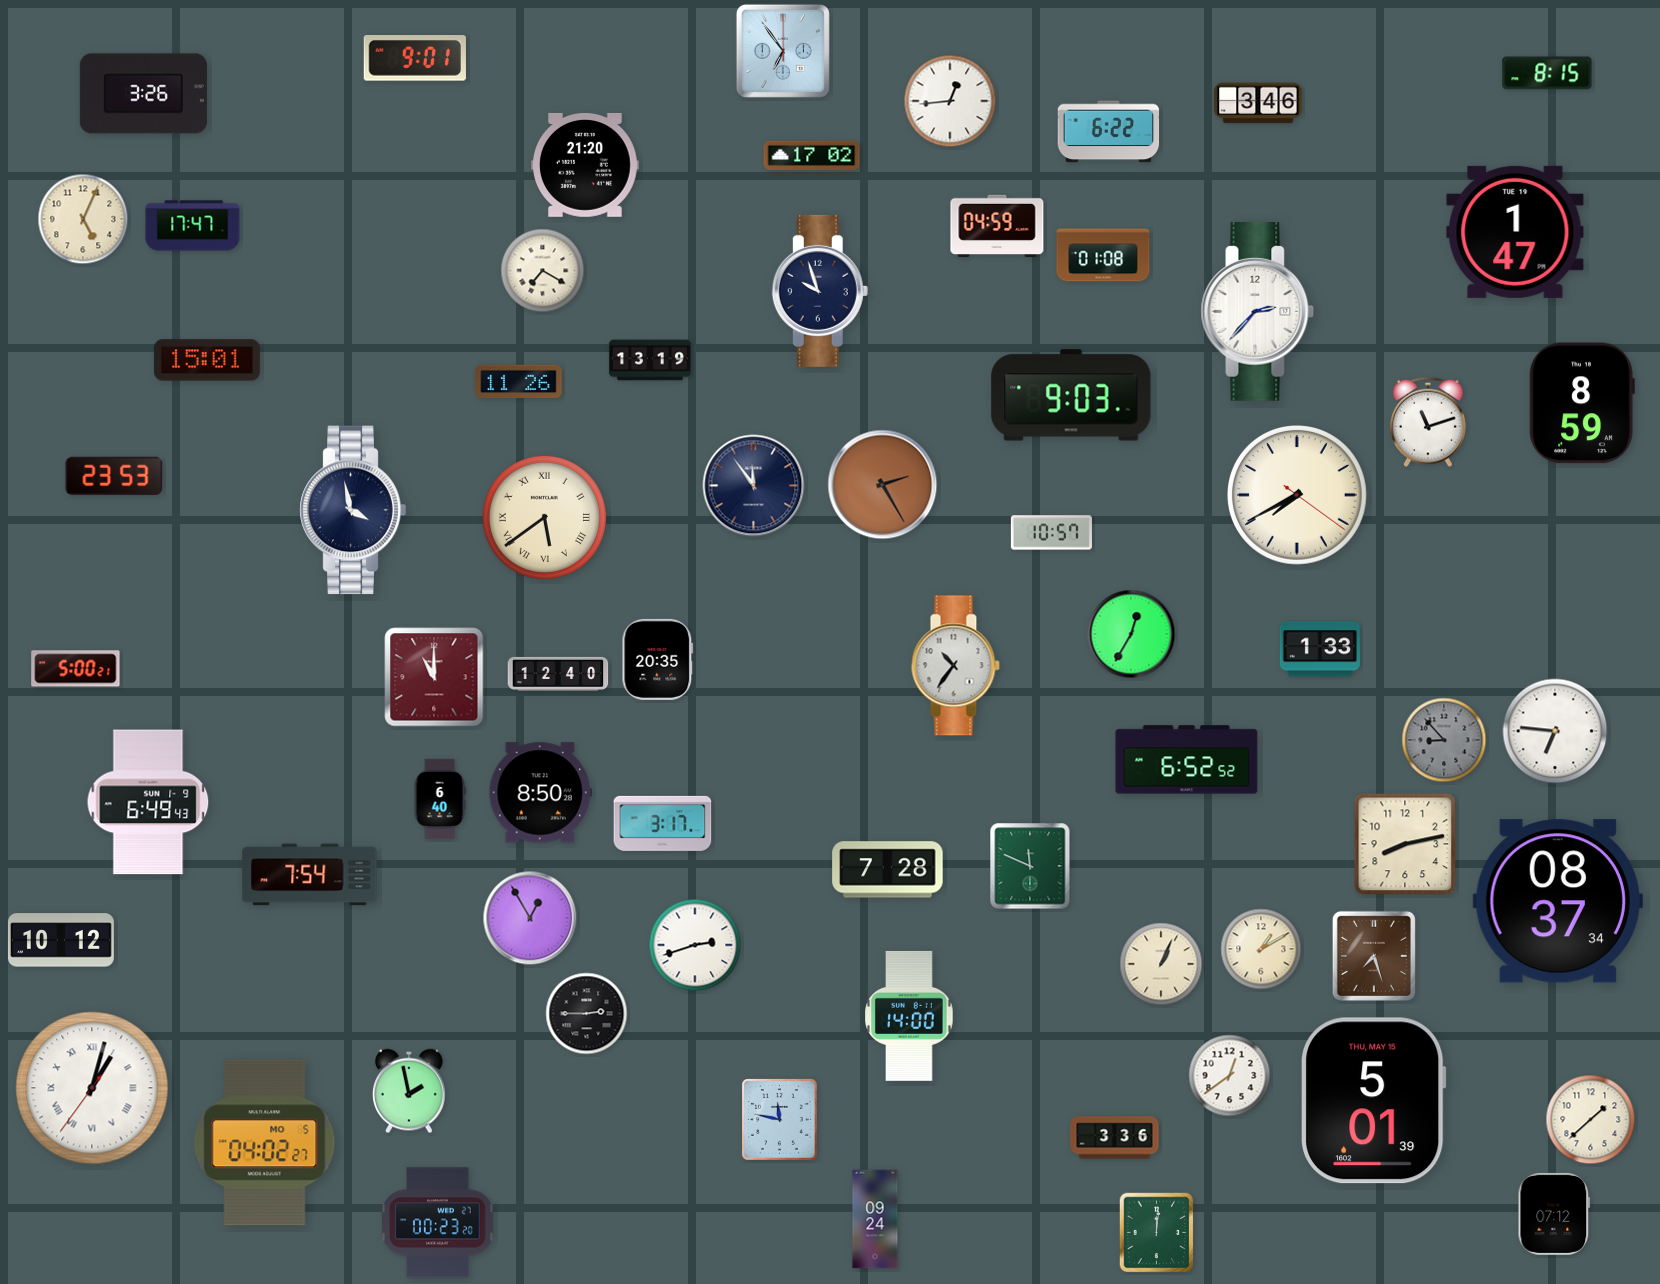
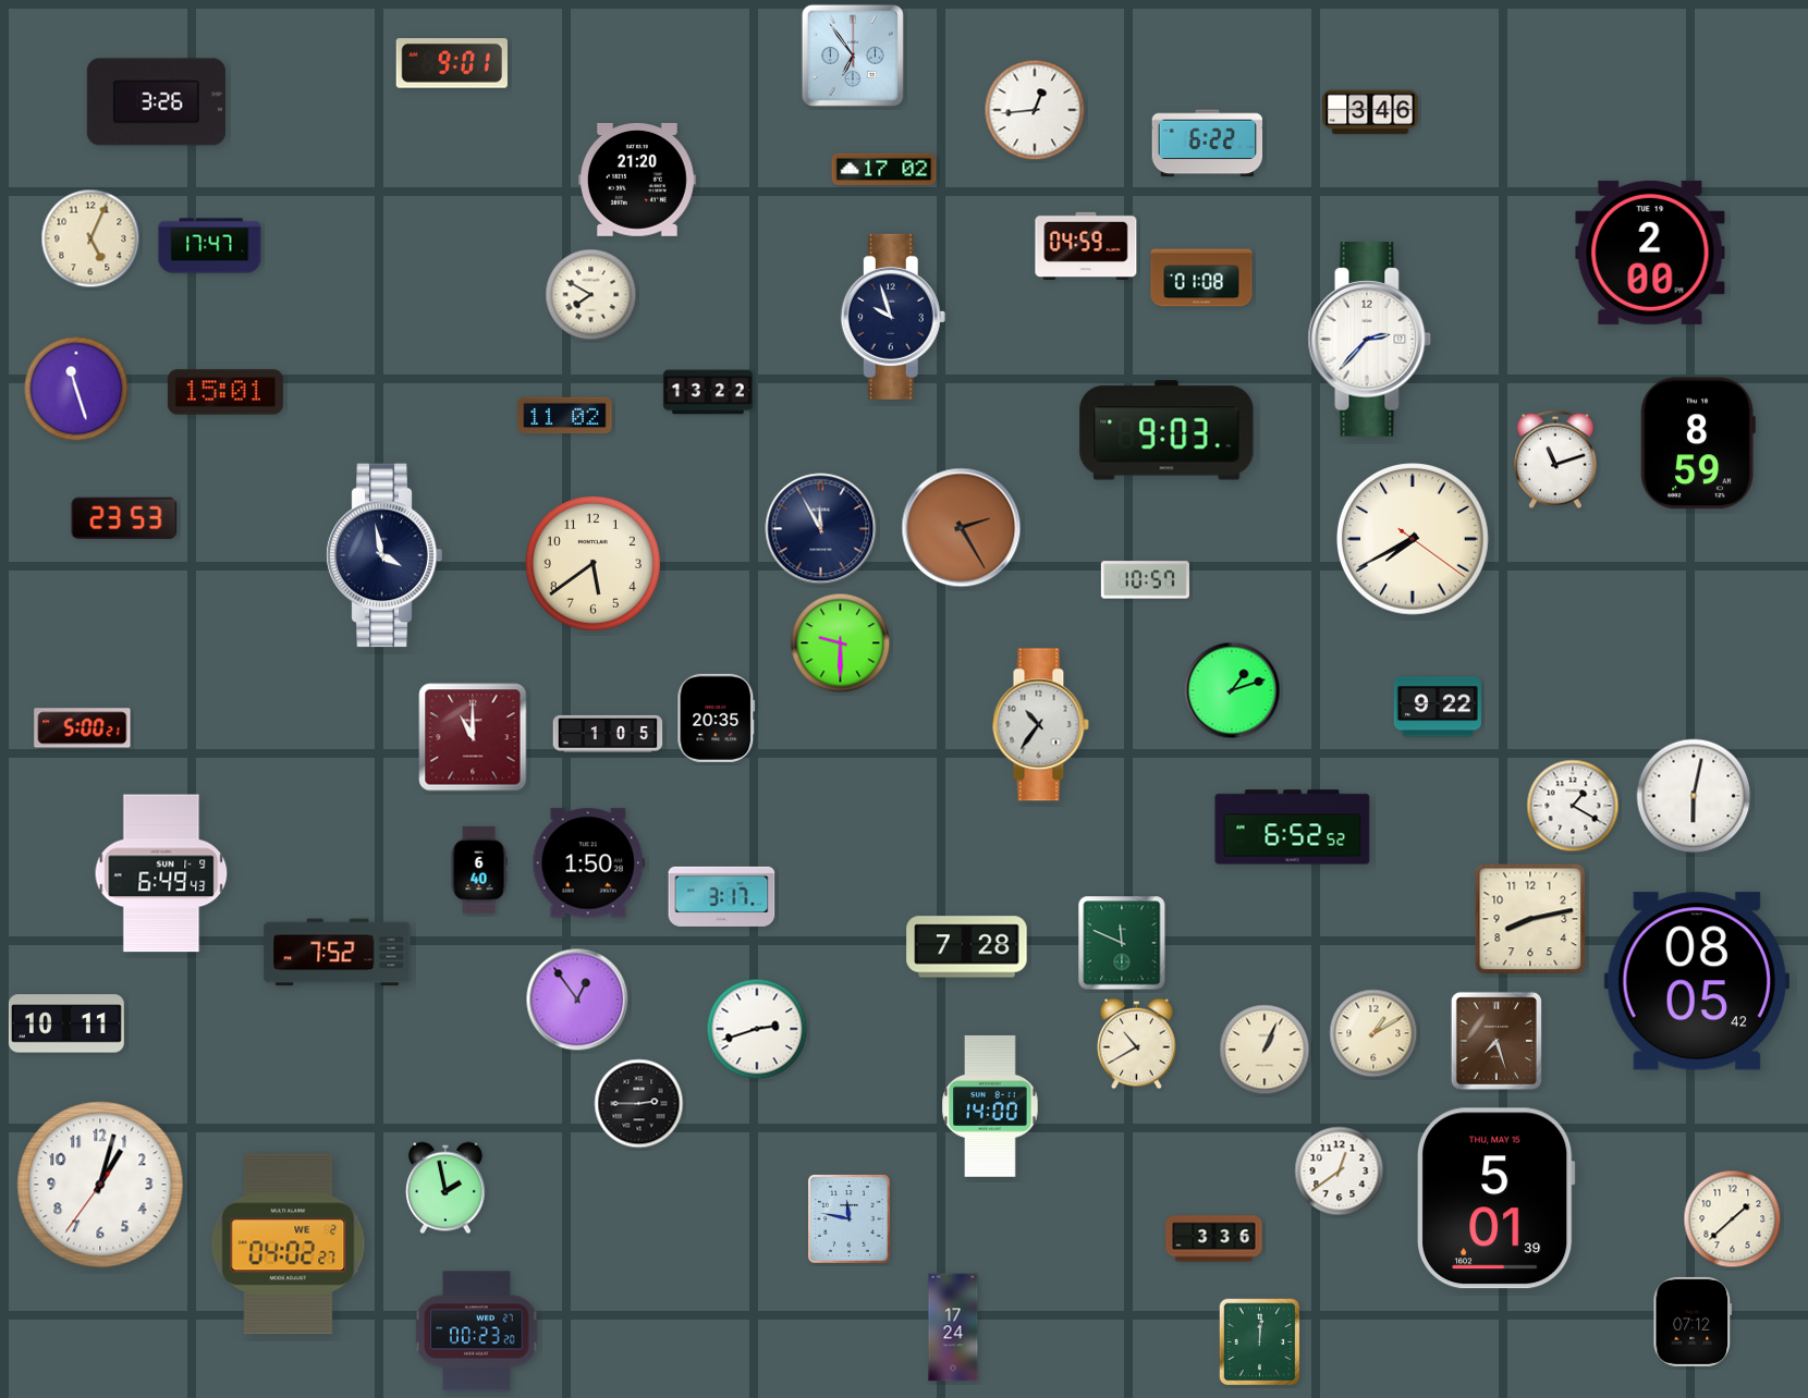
clock at (1547, 73): 8:15 -> none
clock at (1515, 232): 1:47 -> 2:00
clock at (543, 271): 7:20 -> 7:50
clock at (76, 389): none -> 11:27
clock at (650, 360): 13:19 -> 13:22
clock at (519, 382): 11:26 -> 11:02
clock at (1582, 403) position: (1582, 403) -> (1698, 443)
clock at (754, 486): 11:54 -> 11:55
clock at (544, 517) numerals: Roman -> Arabic
clock at (841, 643): none -> 9:30
clock at (1131, 634): 12:35 -> 1:12
clock at (1320, 649): 1:33 -> 9:22
clock at (558, 674): 12:40 -> 1:05
clock at (1555, 731): 6:46 -> 6:02
clock at (1444, 740): 8:53 -> 1:20
clock at (1444, 740) dial: grey -> white
clock at (540, 793): 8:50 -> 1:50
clock at (310, 875): 7:54 -> 7:52
clock at (1558, 901): 08:37 -> 08:05
clock at (530, 918): 12:55 -> 12:54
clock at (61, 940): 10:12 -> 10:11
clock at (1137, 1044): none -> 10:40
clock at (92, 1088) numerals: Roman -> Arabic
clock at (265, 1143) date: MO 5 -> WE 2
clock at (875, 1219): 09:24 -> 17:24
